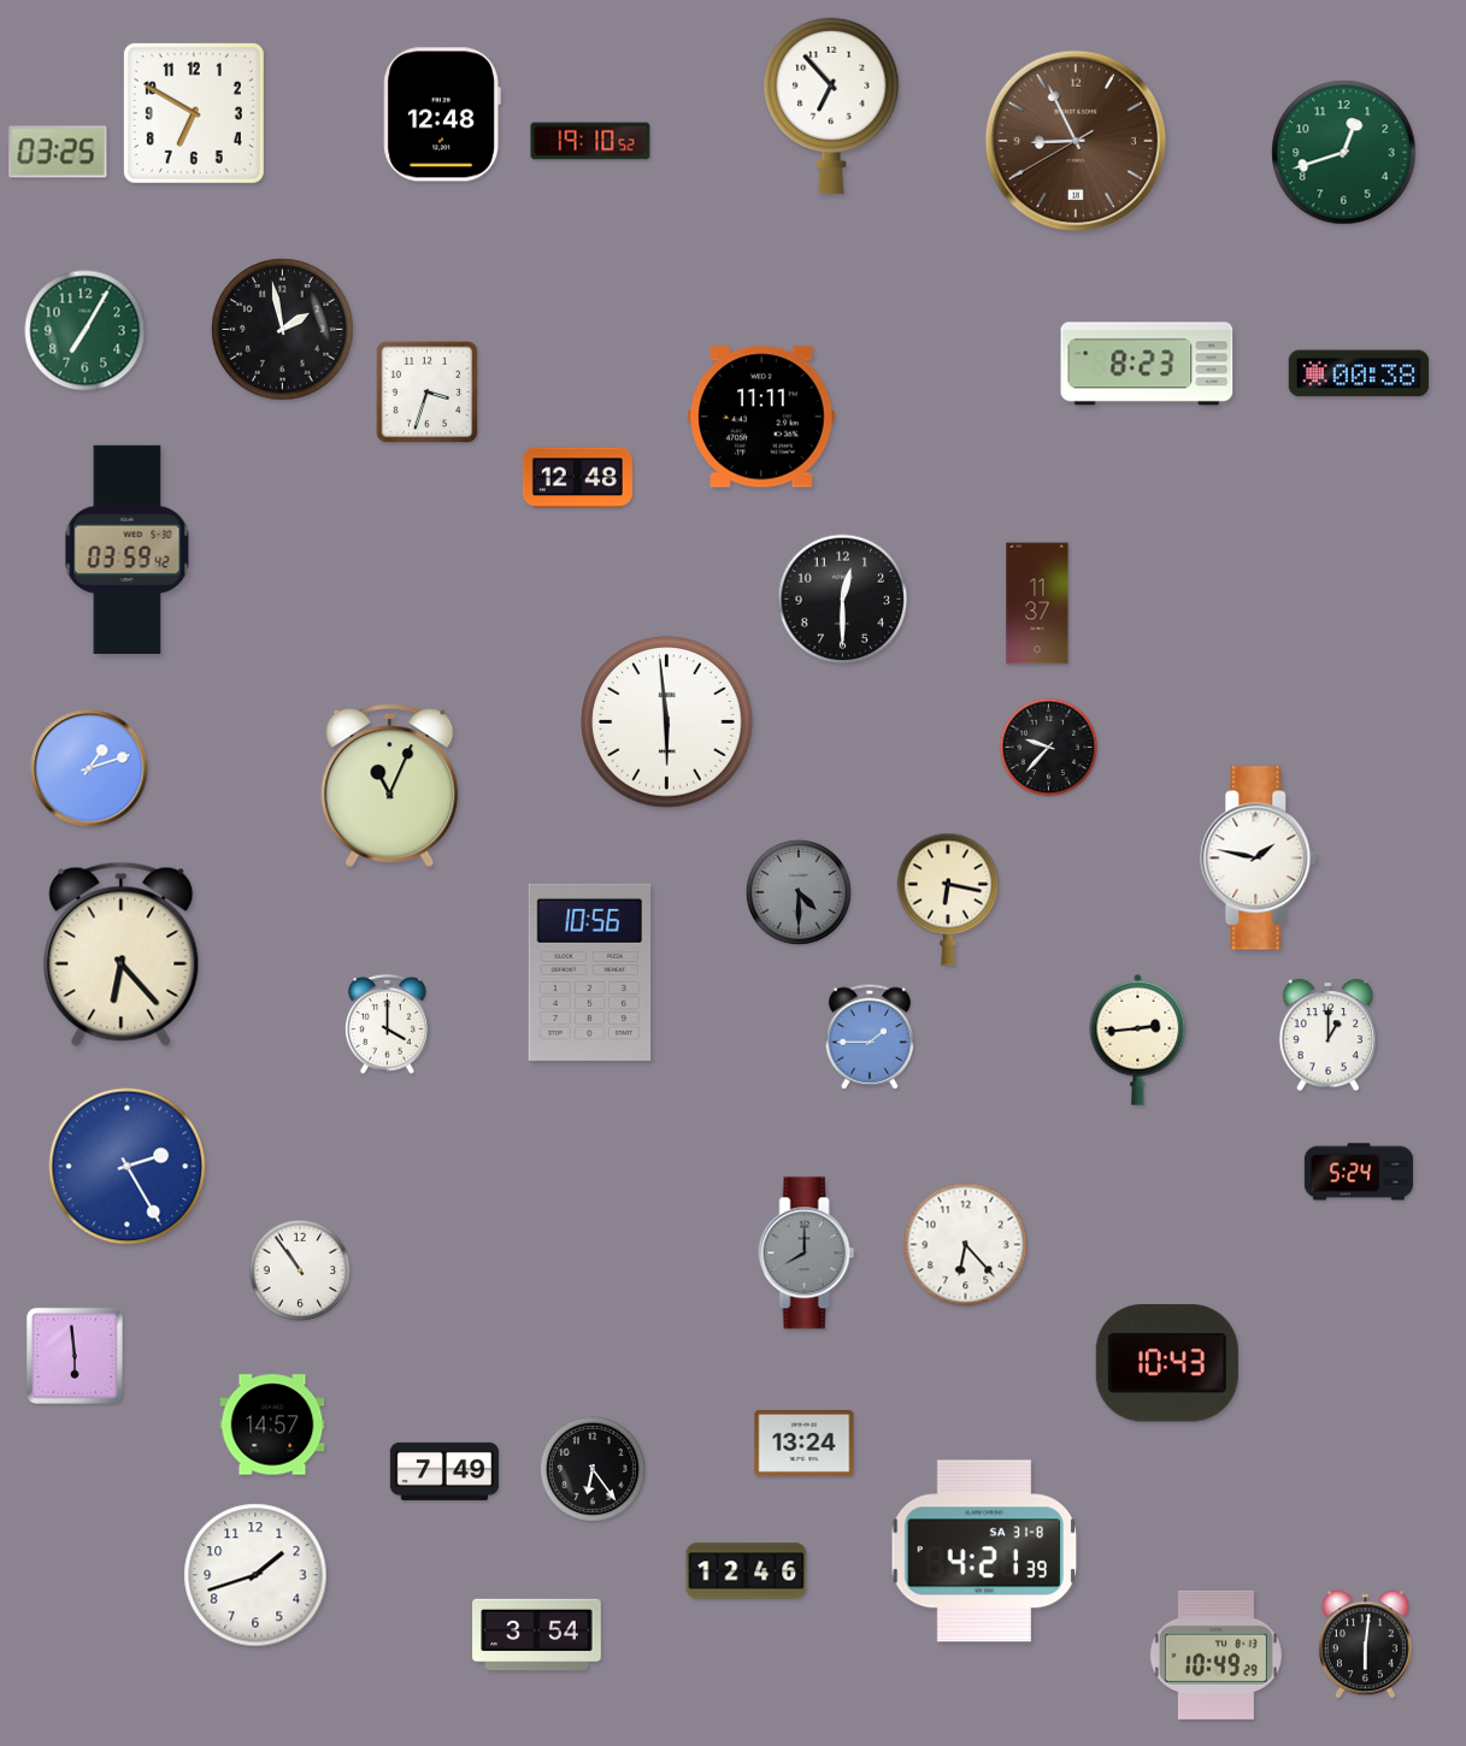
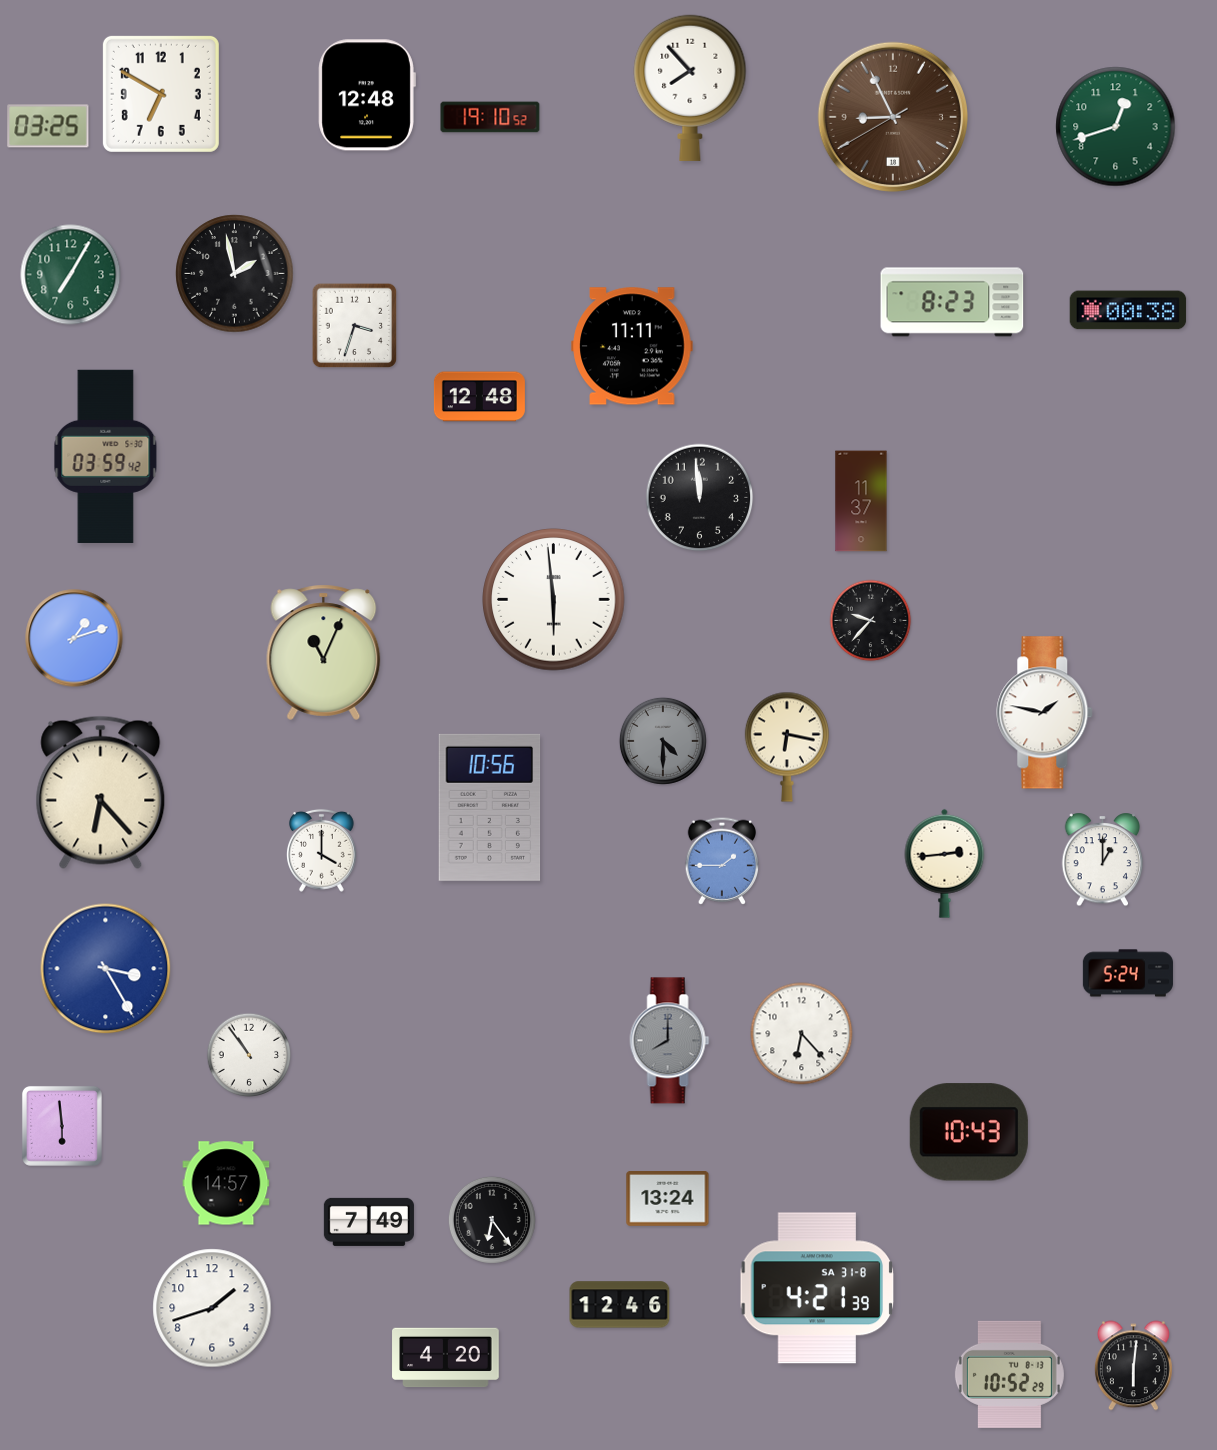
clock at (831, 106): 6:53 -> 7:53
clock at (843, 600): 12:30 -> 11:59
clock at (128, 1167): 2:25 -> 3:25
clock at (537, 1635): 3:54 -> 4:20
clock at (1215, 1654): 10:49 -> 10:52
